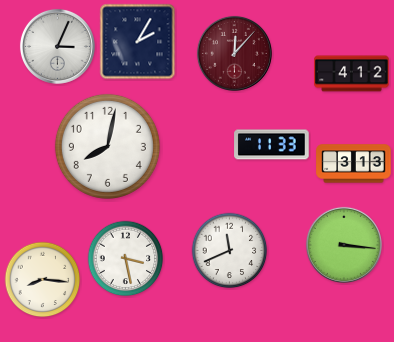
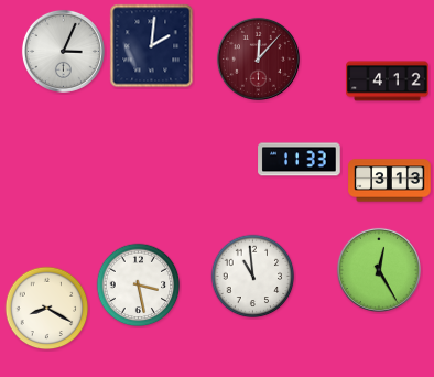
clock at (138, 42): 2:05 -> 2:01
clock at (107, 146): 8:02 -> none
clock at (344, 245): 3:16 -> 12:25
clock at (230, 251): 11:41 -> 10:59
clock at (43, 280): 8:16 -> 8:20
